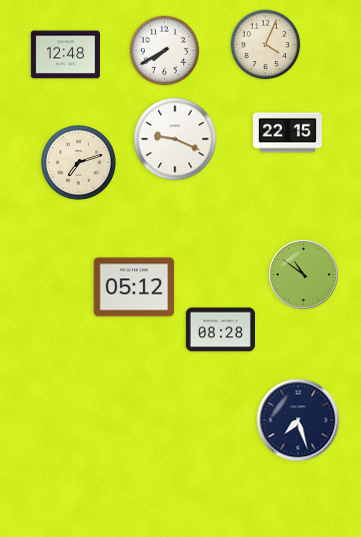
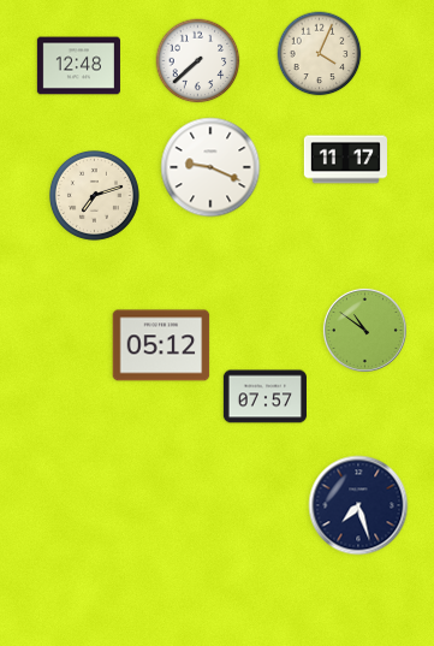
clock at (165, 51): 7:40 -> 7:38
clock at (287, 133): 22:15 -> 11:17
clock at (220, 330): 08:28 -> 07:57
